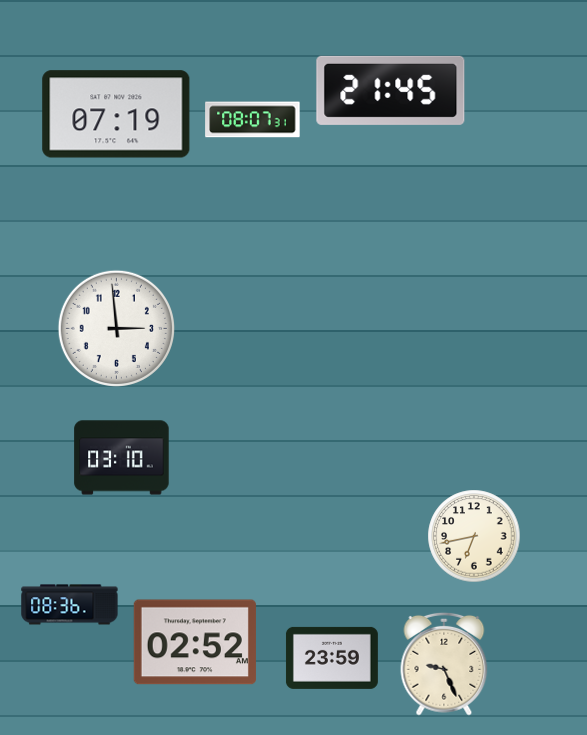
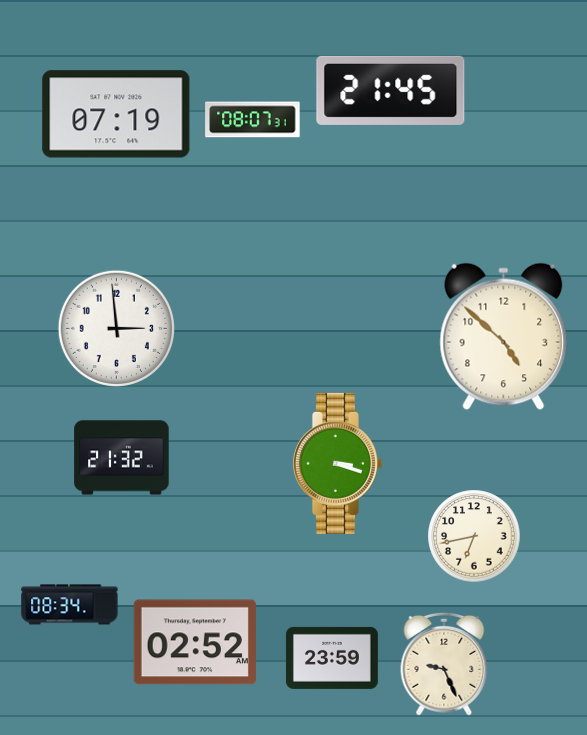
clock at (504, 337): none -> 4:52
clock at (122, 458): 03:10 -> 21:32
clock at (337, 463): none -> 3:18
clock at (70, 605): 08:36 -> 08:34
